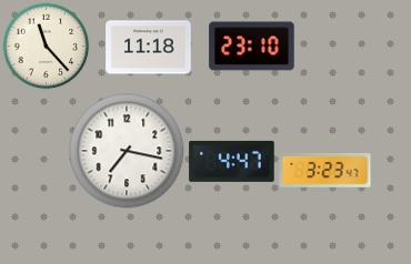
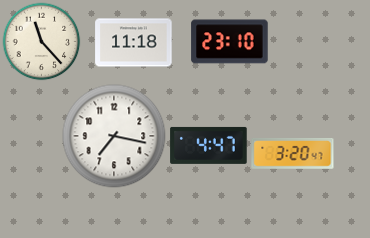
clock at (252, 47) position: (252, 47) -> (230, 42)
clock at (325, 171): 3:23 -> 3:20
